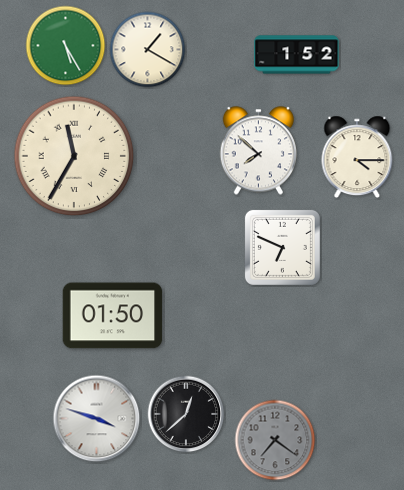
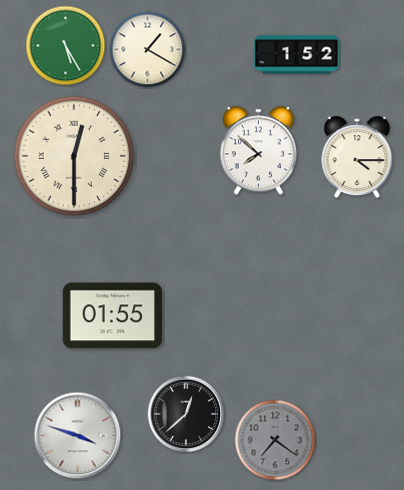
clock at (74, 156): 11:35 -> 12:30
clock at (282, 247): 6:49 -> none
clock at (113, 316): 01:50 -> 01:55
clock at (97, 419) position: (97, 419) -> (78, 436)
